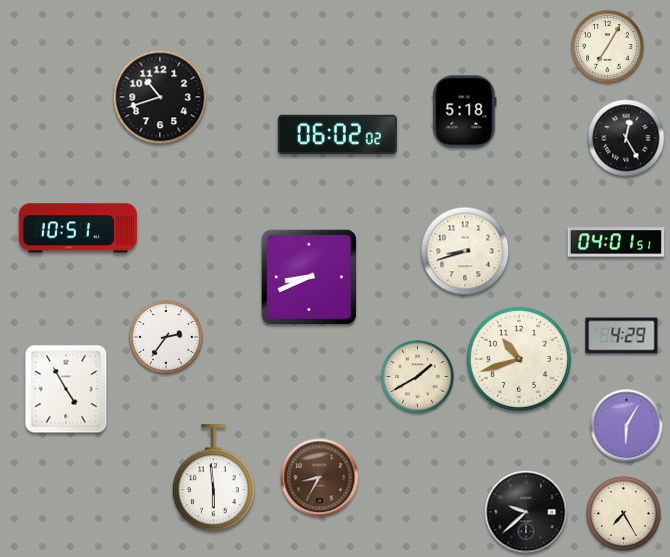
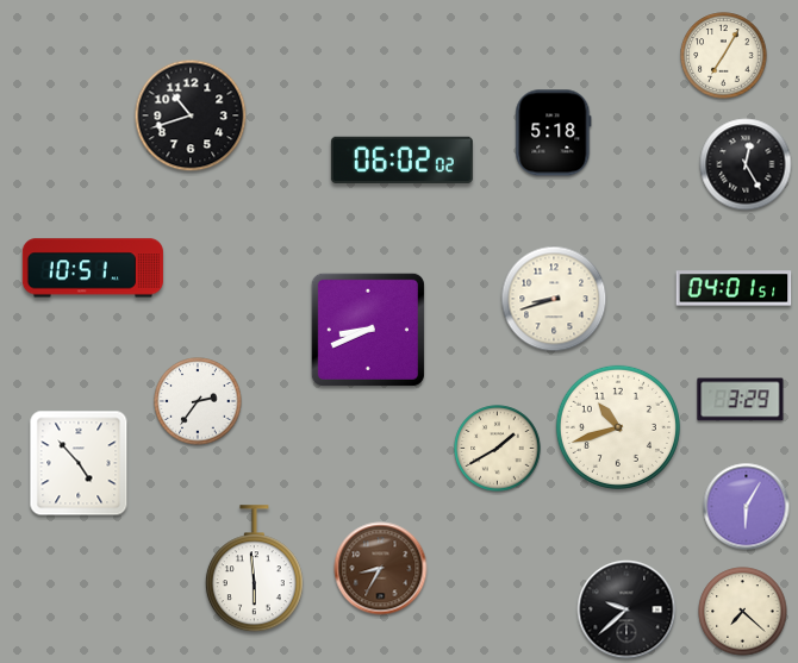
clock at (78, 228) position: (78, 228) -> (93, 268)
clock at (622, 336): 4:29 -> 3:29
clock at (66, 389): 4:55 -> 4:53
clock at (624, 514): 7:25 -> 7:22
